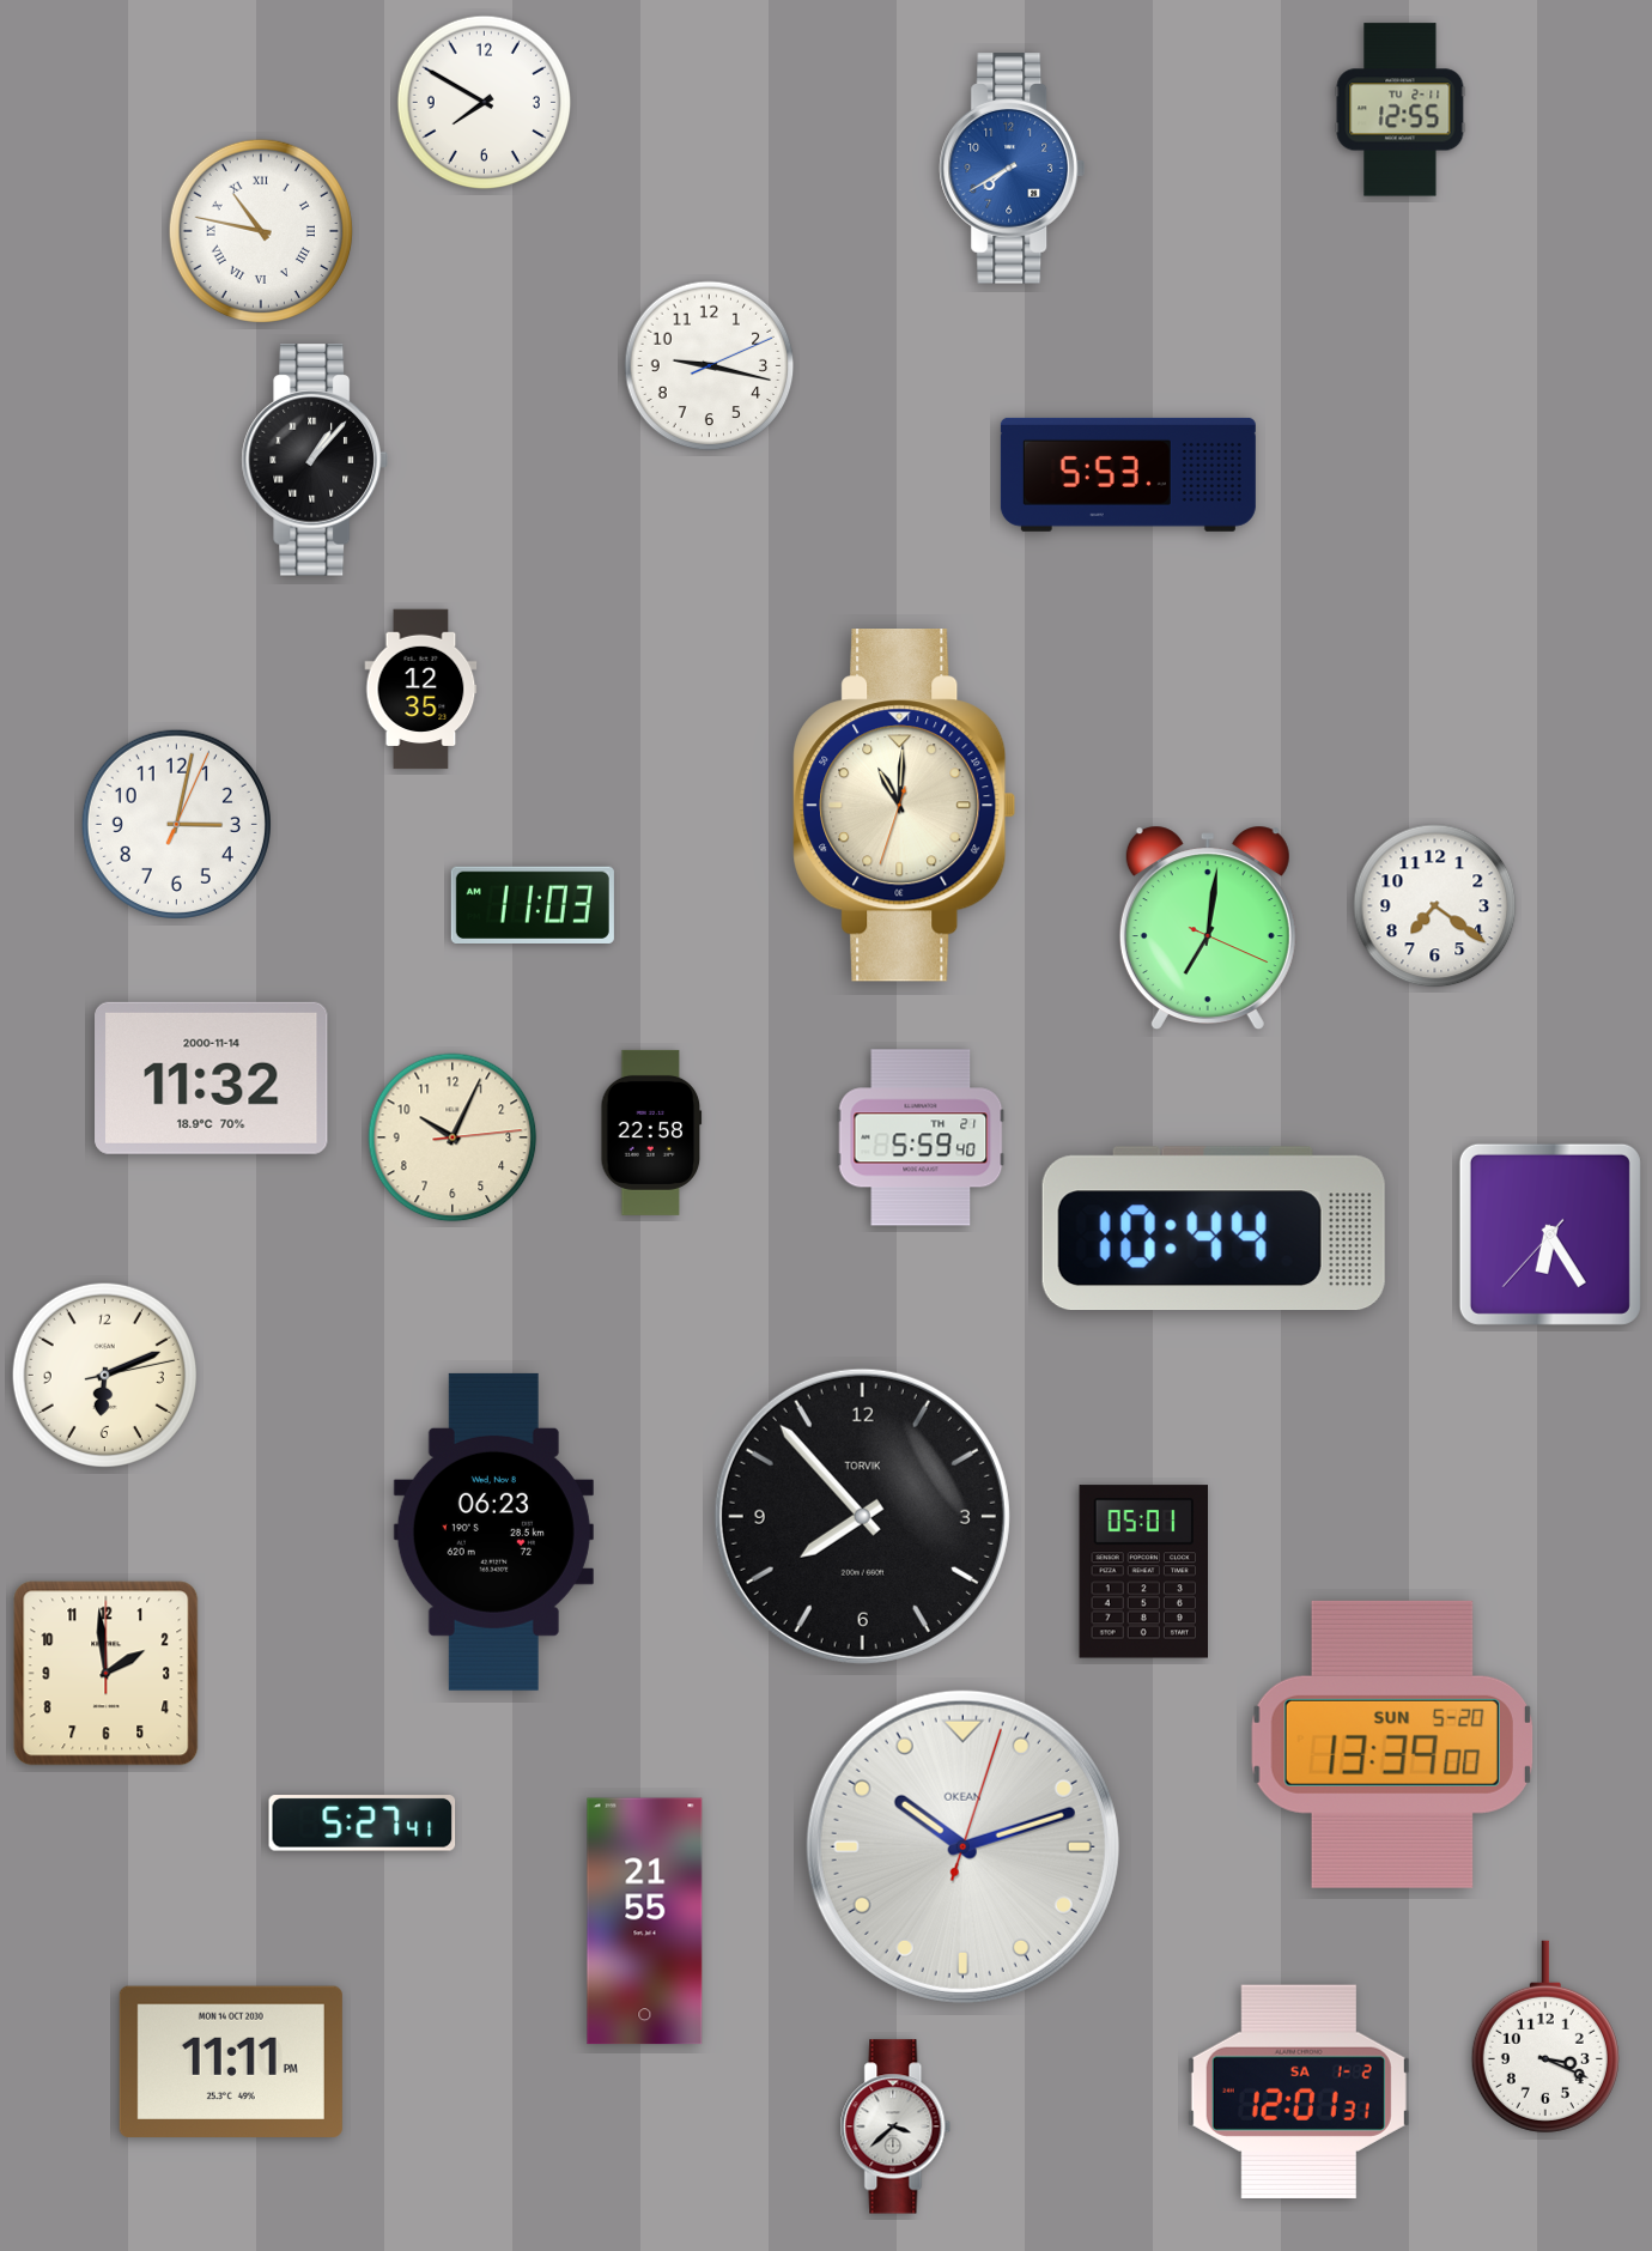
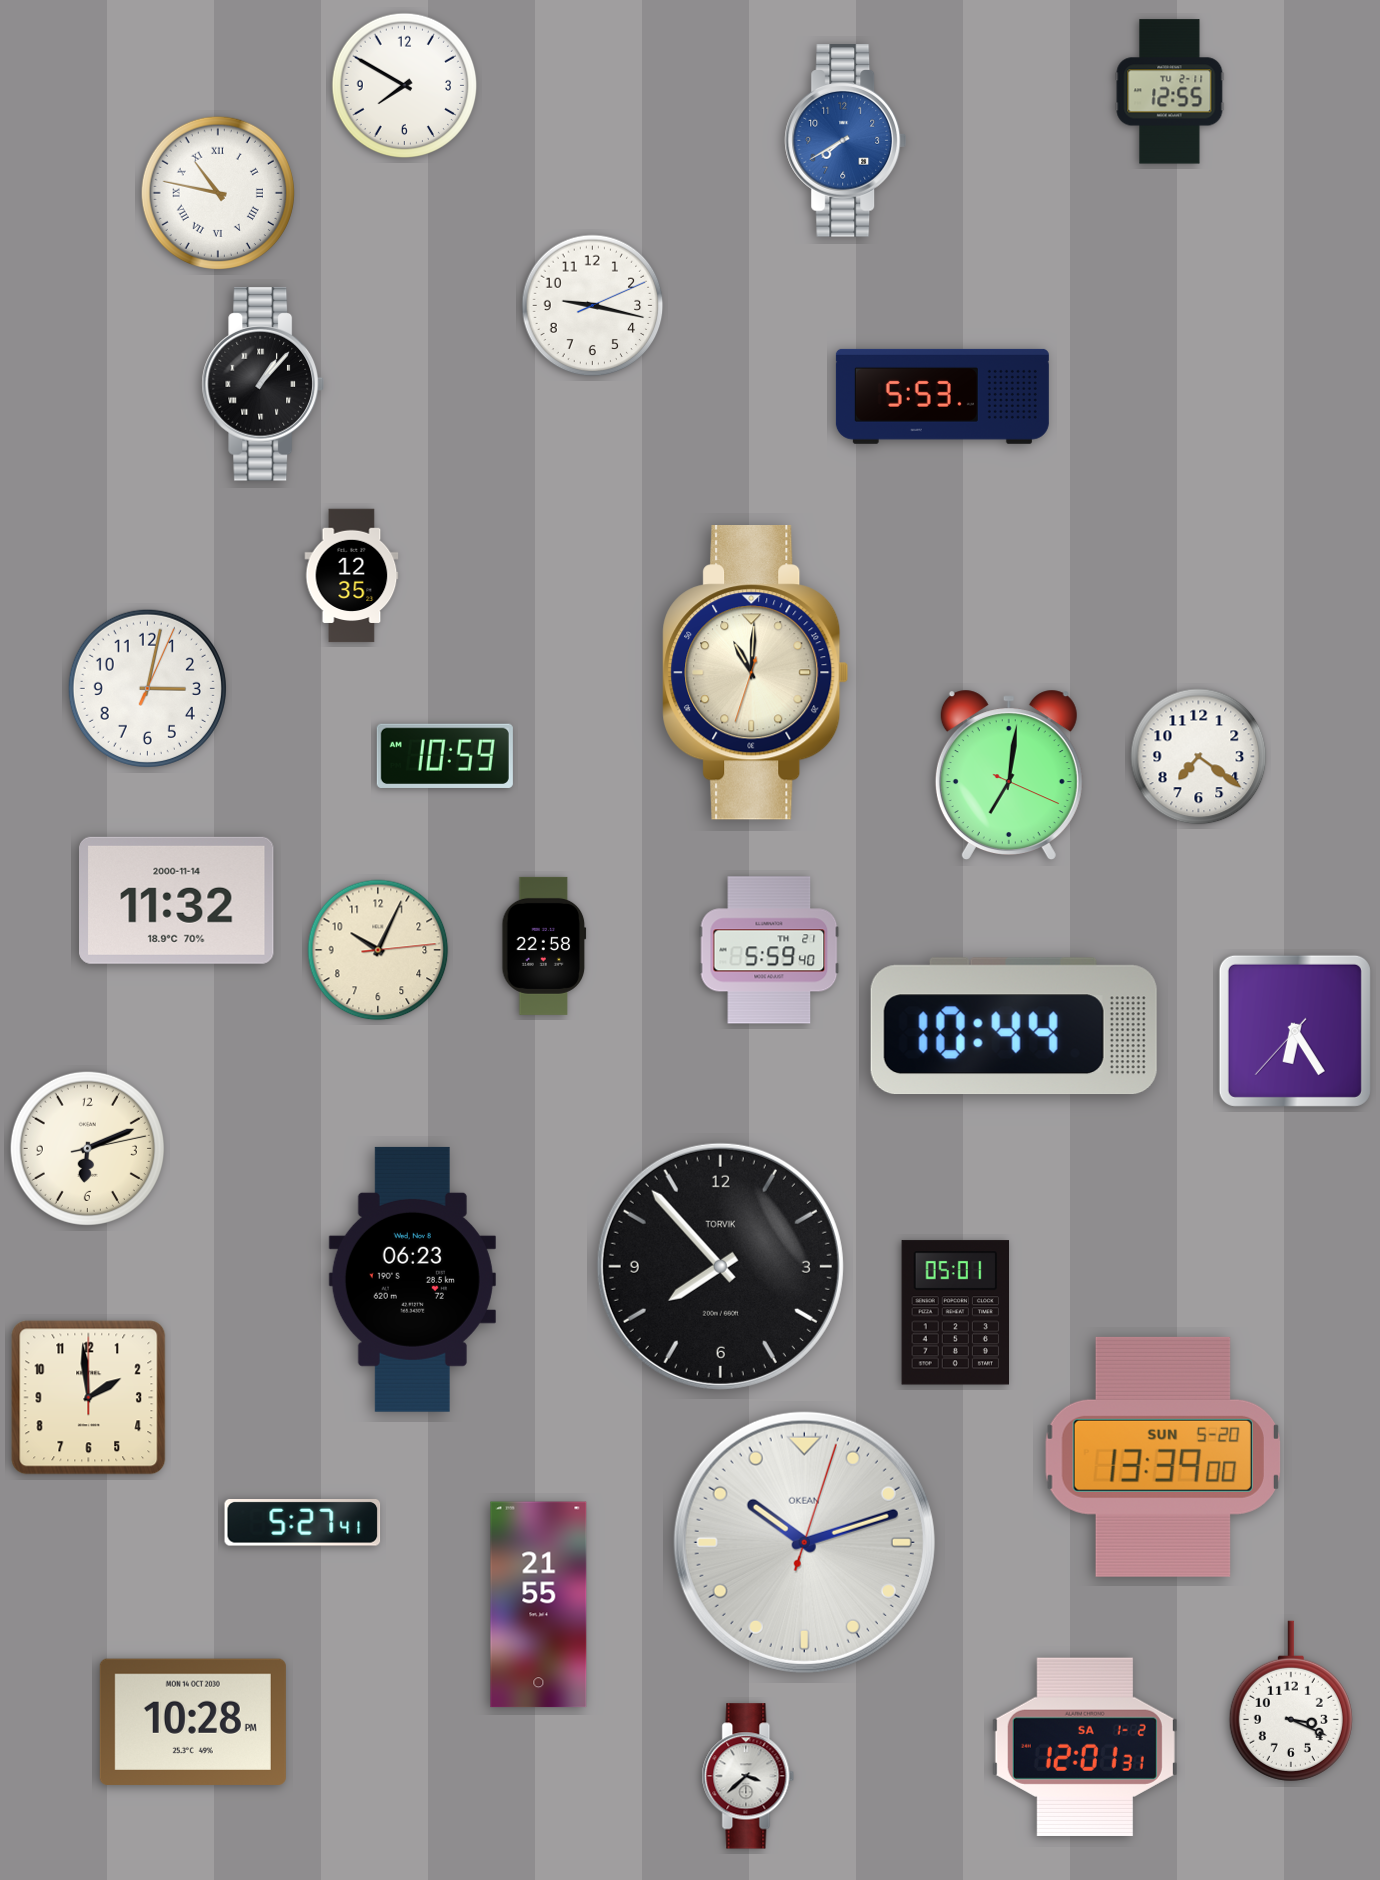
clock at (533, 904): 11:03 -> 10:59
clock at (231, 2062): 11:11 -> 10:28
